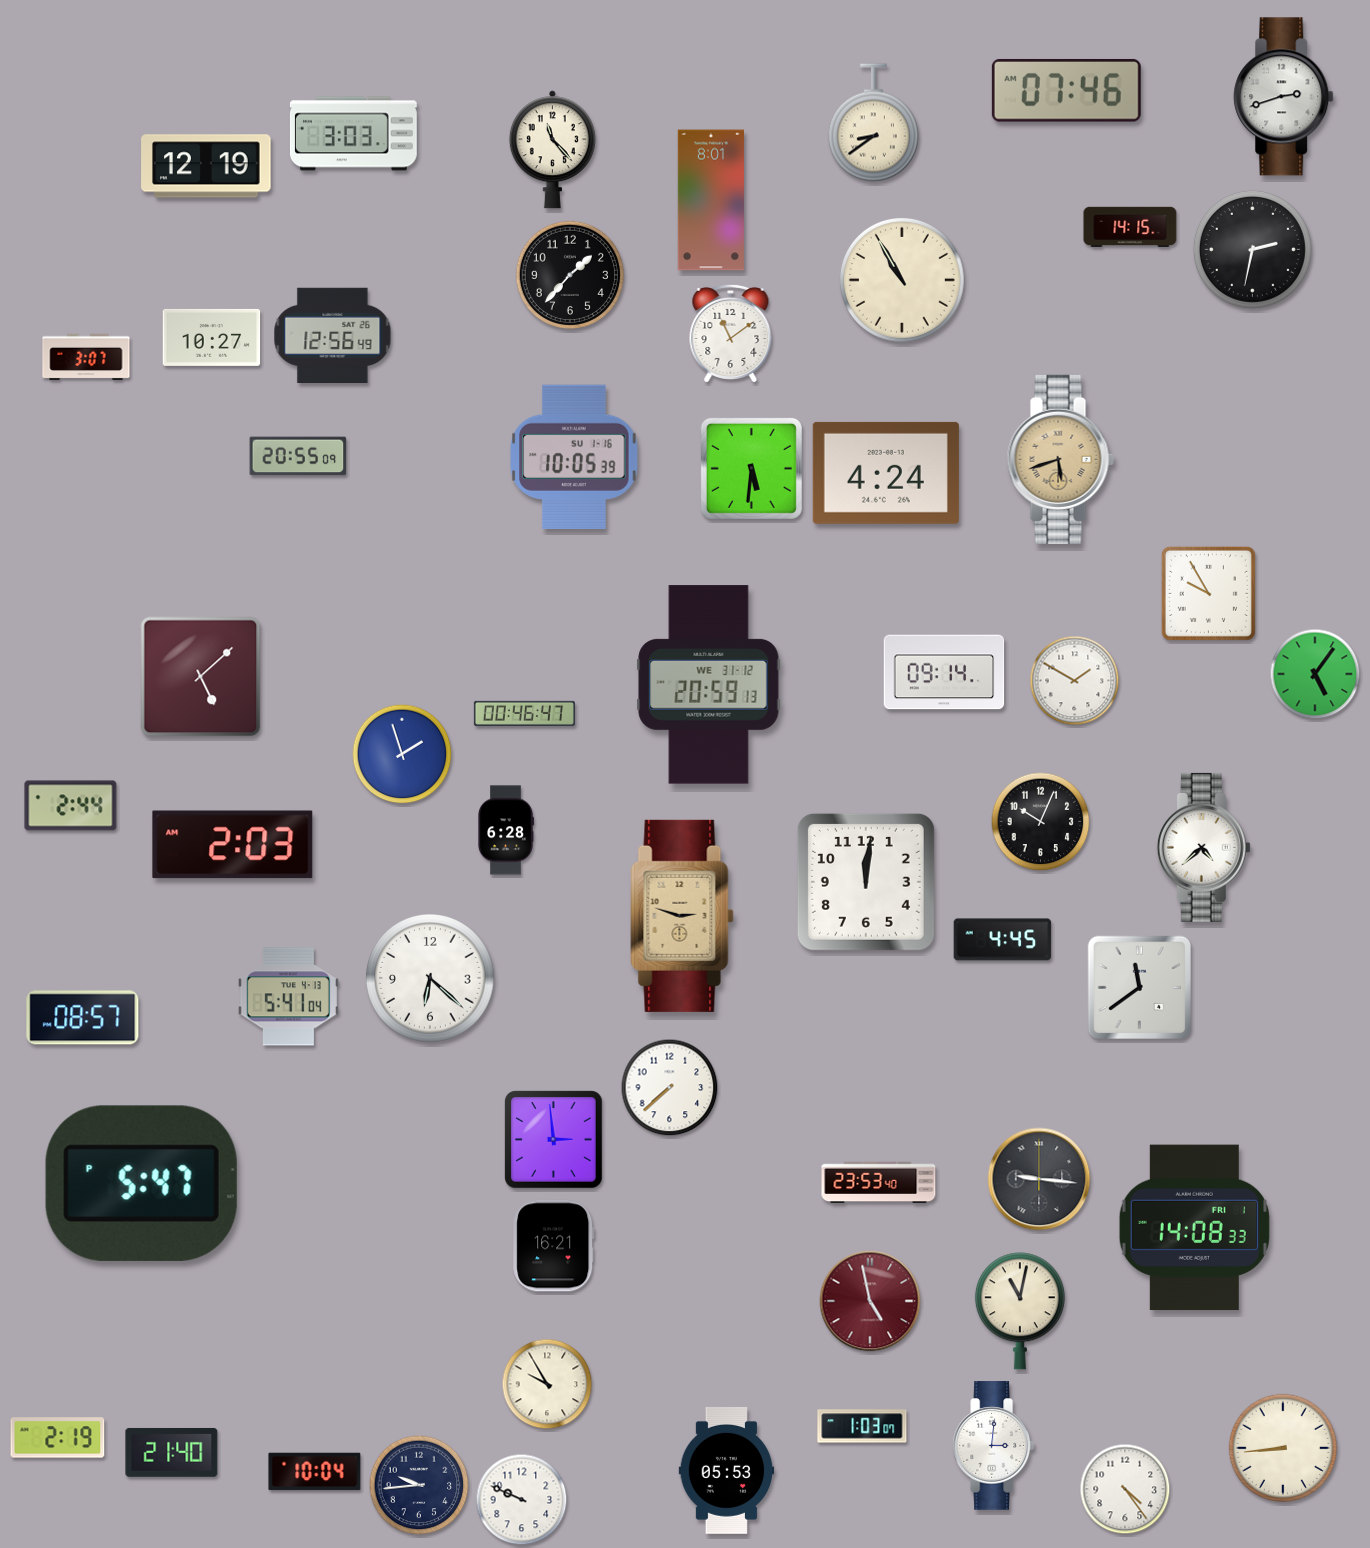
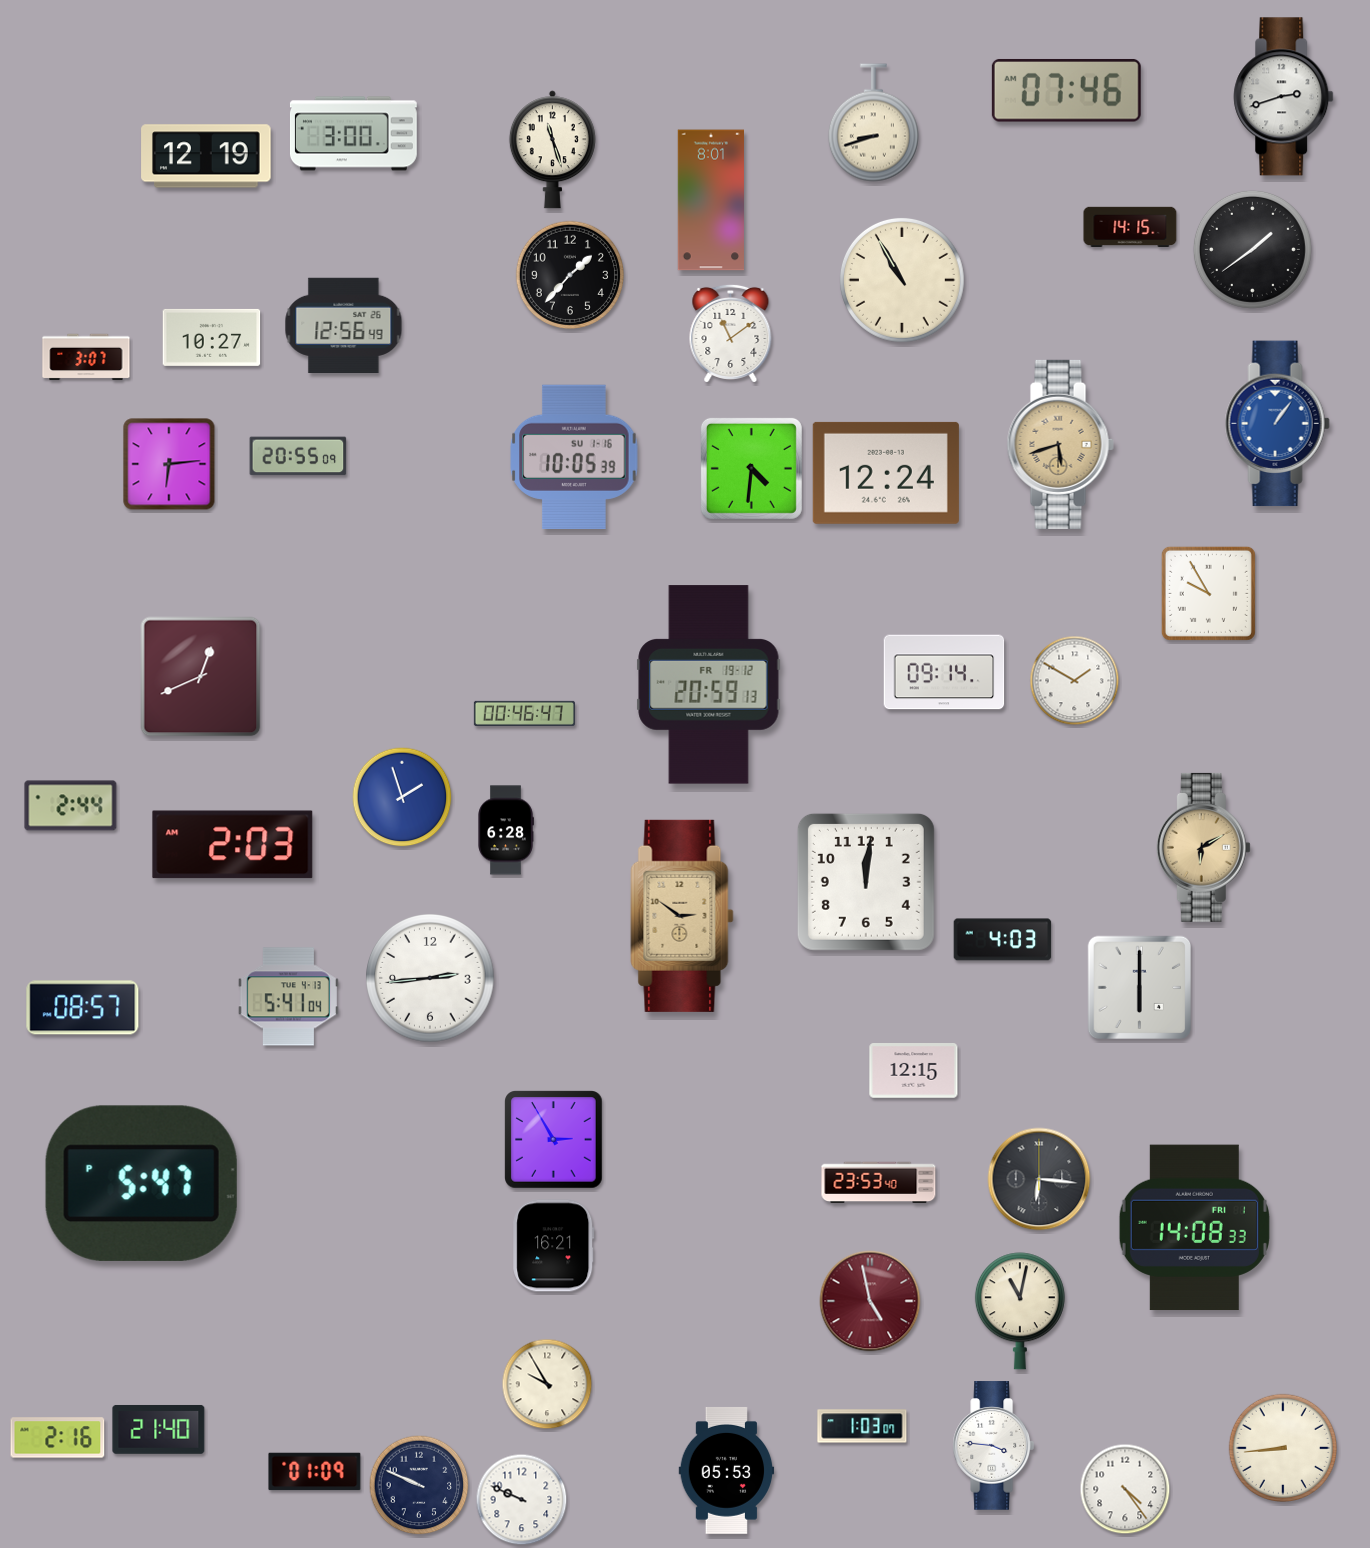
clock at (873, 123): 8:39 -> 8:42
clock at (353, 134): 3:03 -> 3:00
clock at (552, 150): 11:23 -> 11:27
clock at (206, 166) position: (206, 166) -> (206, 156)
clock at (1252, 249): 2:32 -> 1:39
clock at (333, 335) position: (333, 335) -> (344, 325)
clock at (1277, 424): none -> 1:06
clock at (1060, 459) position: (1060, 459) -> (1060, 444)
clock at (169, 464): none -> 6:14
clock at (751, 468): 5:31 -> 4:31
clock at (886, 473): 4:24 -> 12:24
clock at (1315, 674): 5:06 -> none
clock at (201, 677): 5:08 -> 12:41
clock at (709, 685) date: WE 31-12 -> FR 19-12
clock at (402, 754) position: (402, 754) -> (402, 797)
clock at (1041, 822): 10:04 -> none
clock at (1203, 847): 4:38 -> 6:10
clock at (1203, 847) dial: white -> champagne
clock at (682, 916): 2:48 -> 2:51
clock at (1003, 940): 4:45 -> 4:03
clock at (431, 979): 6:22 -> 2:44
clock at (1140, 988): 11:39 -> 6:00
clock at (83, 1018) position: (83, 1018) -> (83, 1008)
clock at (914, 1071): none -> 12:15
clock at (670, 1088): 7:38 -> none
clock at (554, 1140): 2:59 -> 2:55
clock at (1039, 1179): 9:16 -> 6:16
clock at (58, 1438): 2:19 -> 2:16
clock at (993, 1446): 3:01 -> 3:46
clock at (172, 1452) position: (172, 1452) -> (159, 1429)
clock at (315, 1472): 10:04 -> 01:09
clock at (419, 1485): 9:44 -> 9:49
